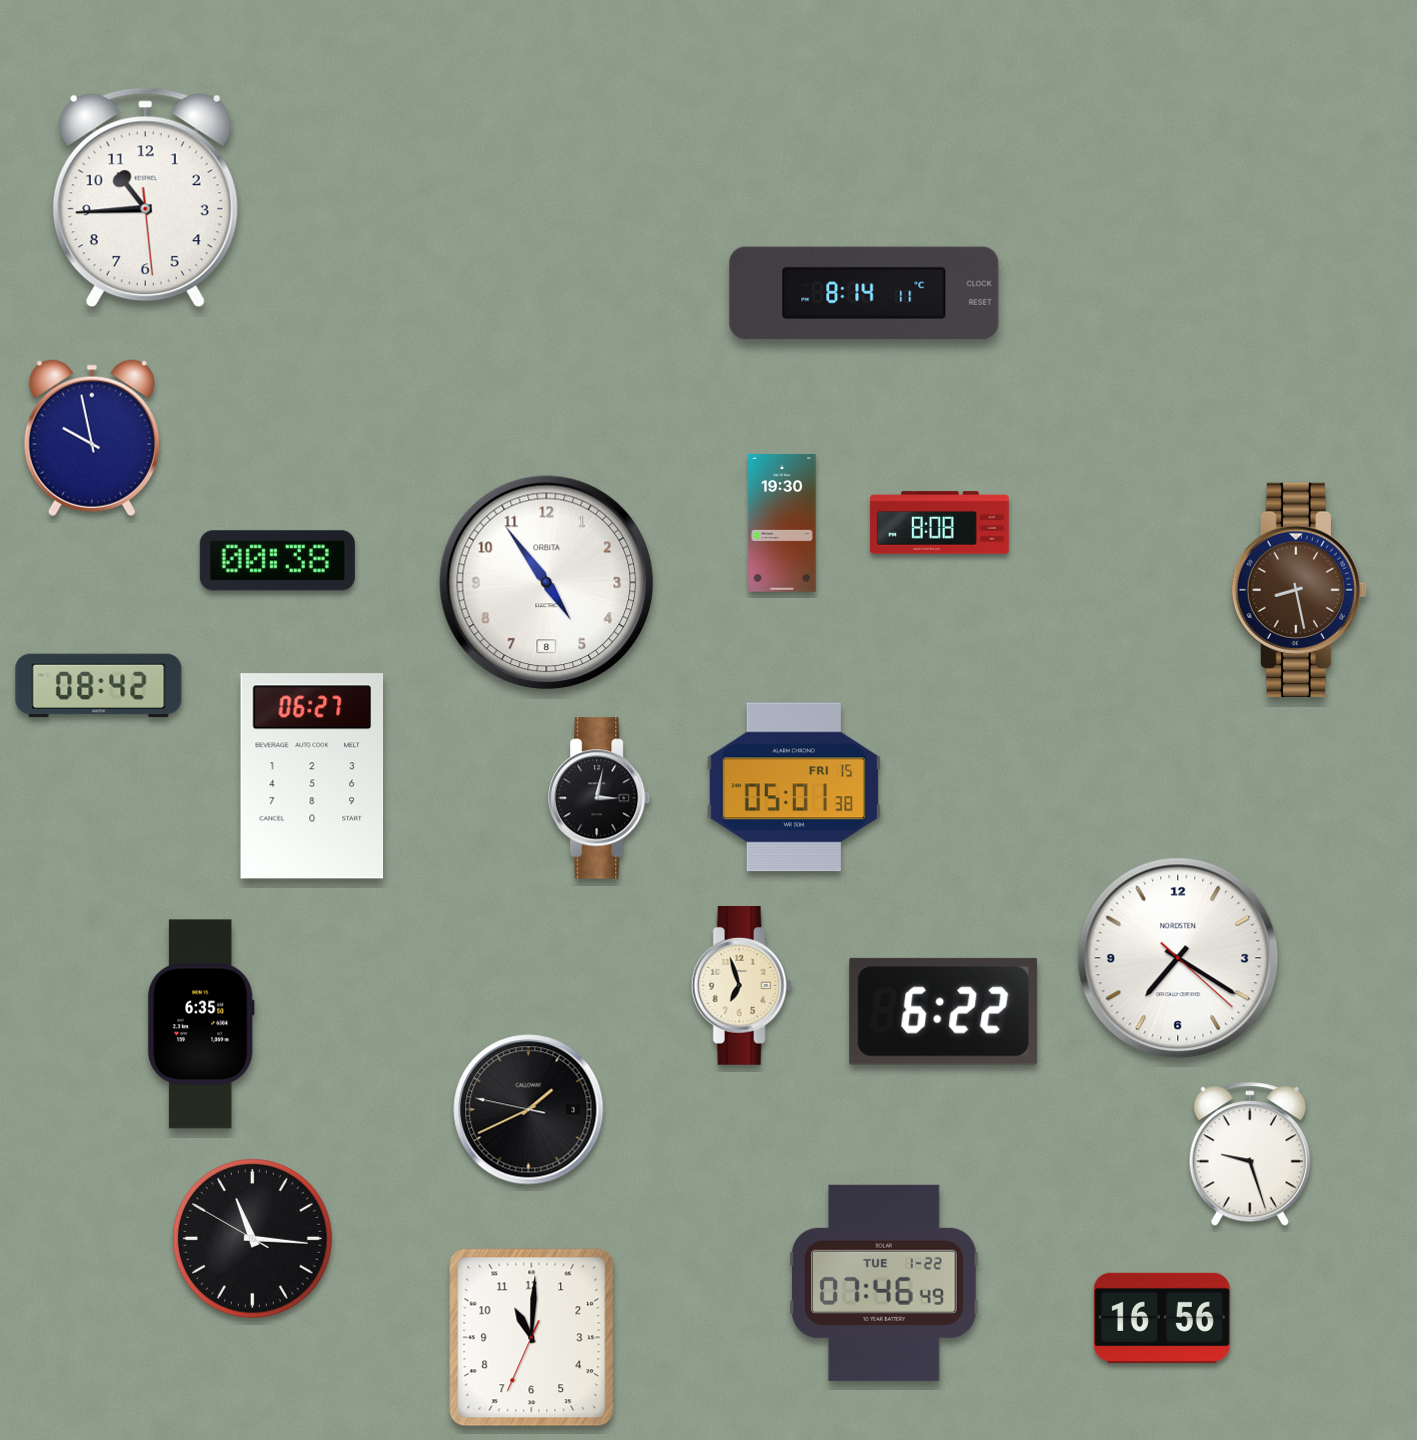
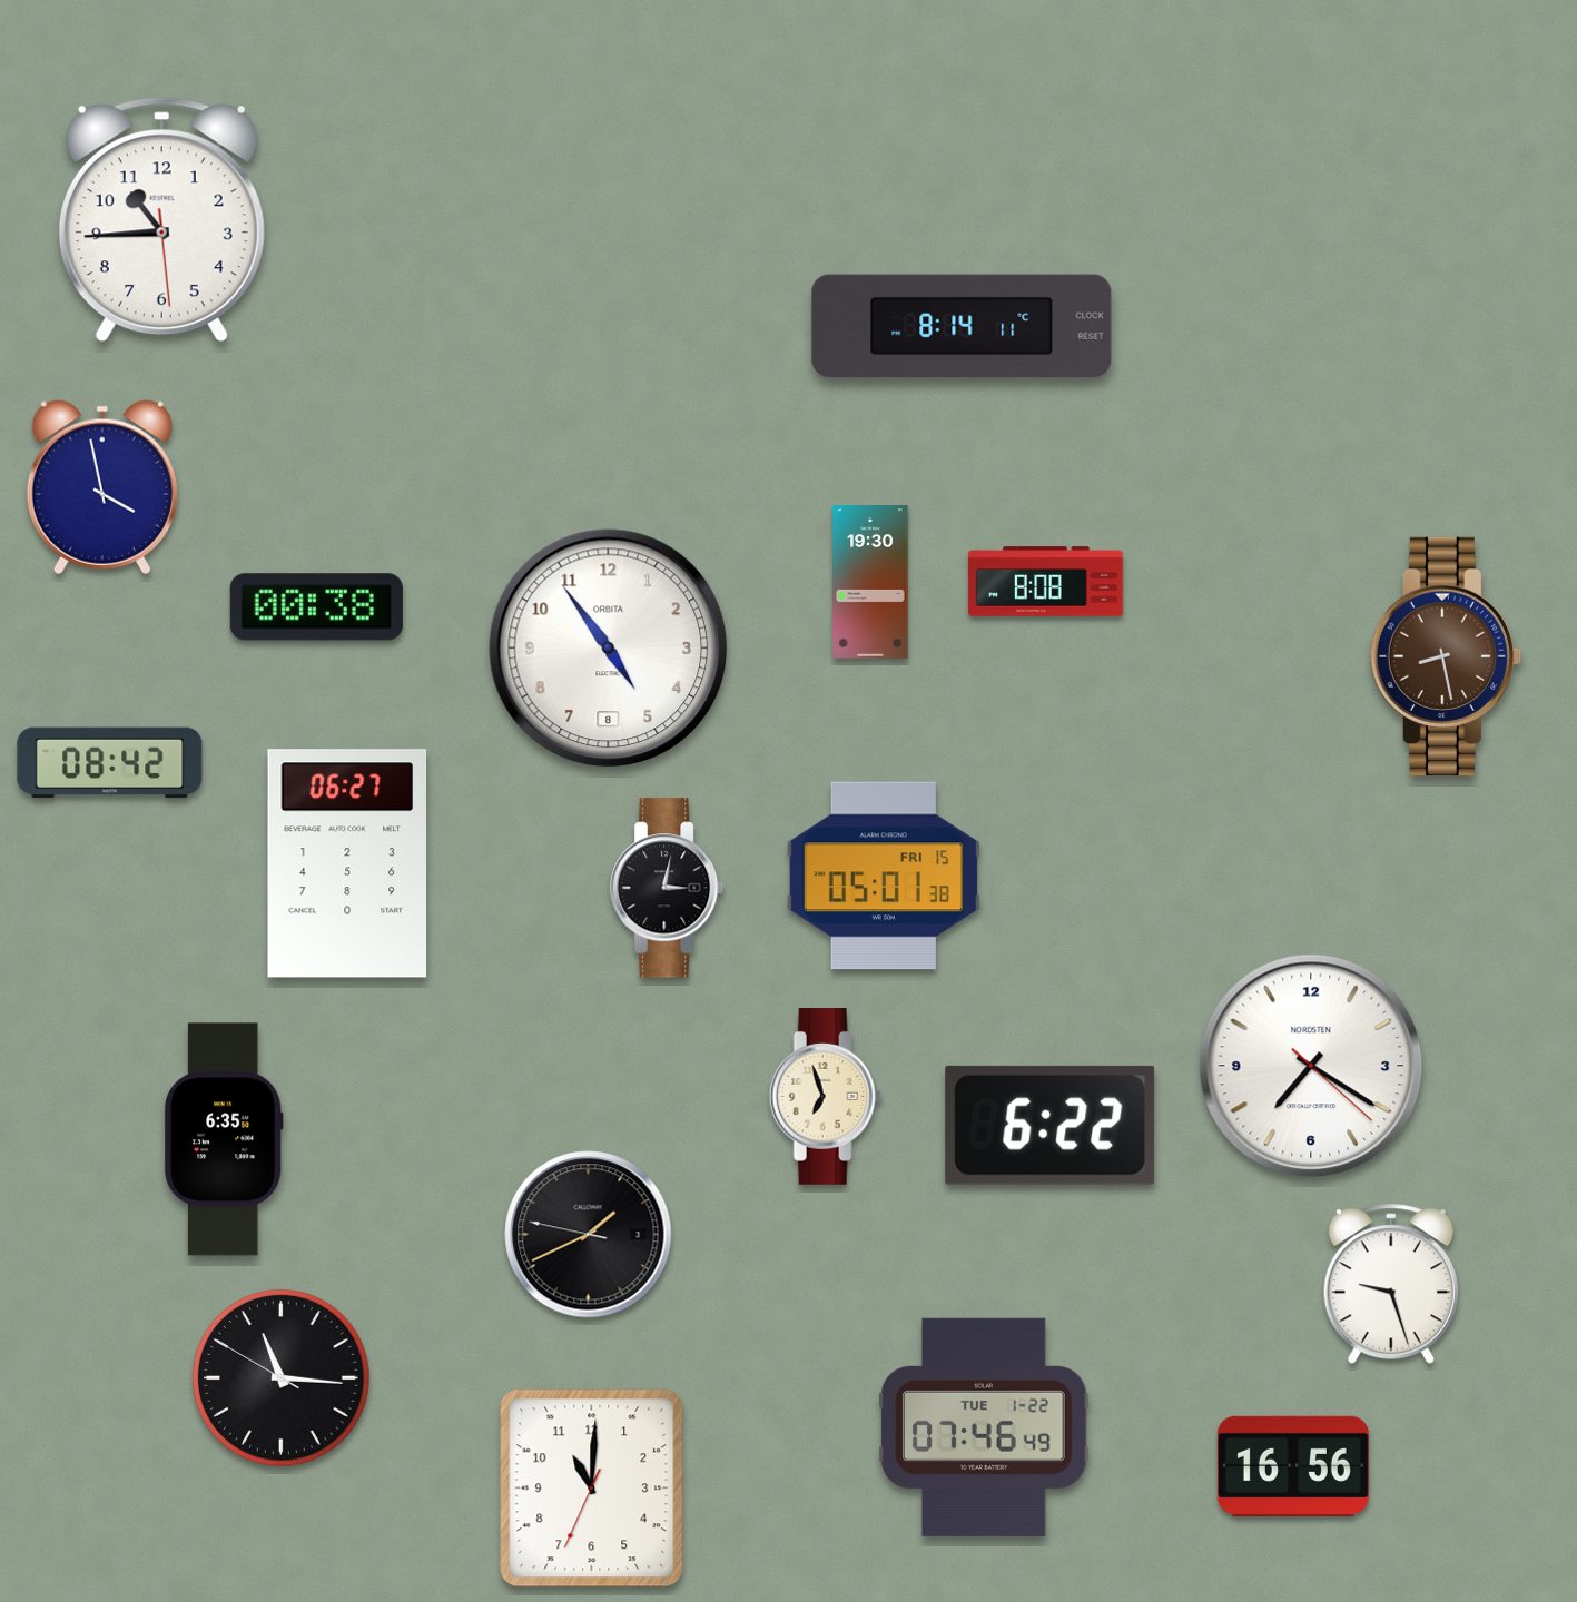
clock at (92, 438): 9:58 -> 3:58
clock at (277, 561) position: (277, 561) -> (316, 607)
